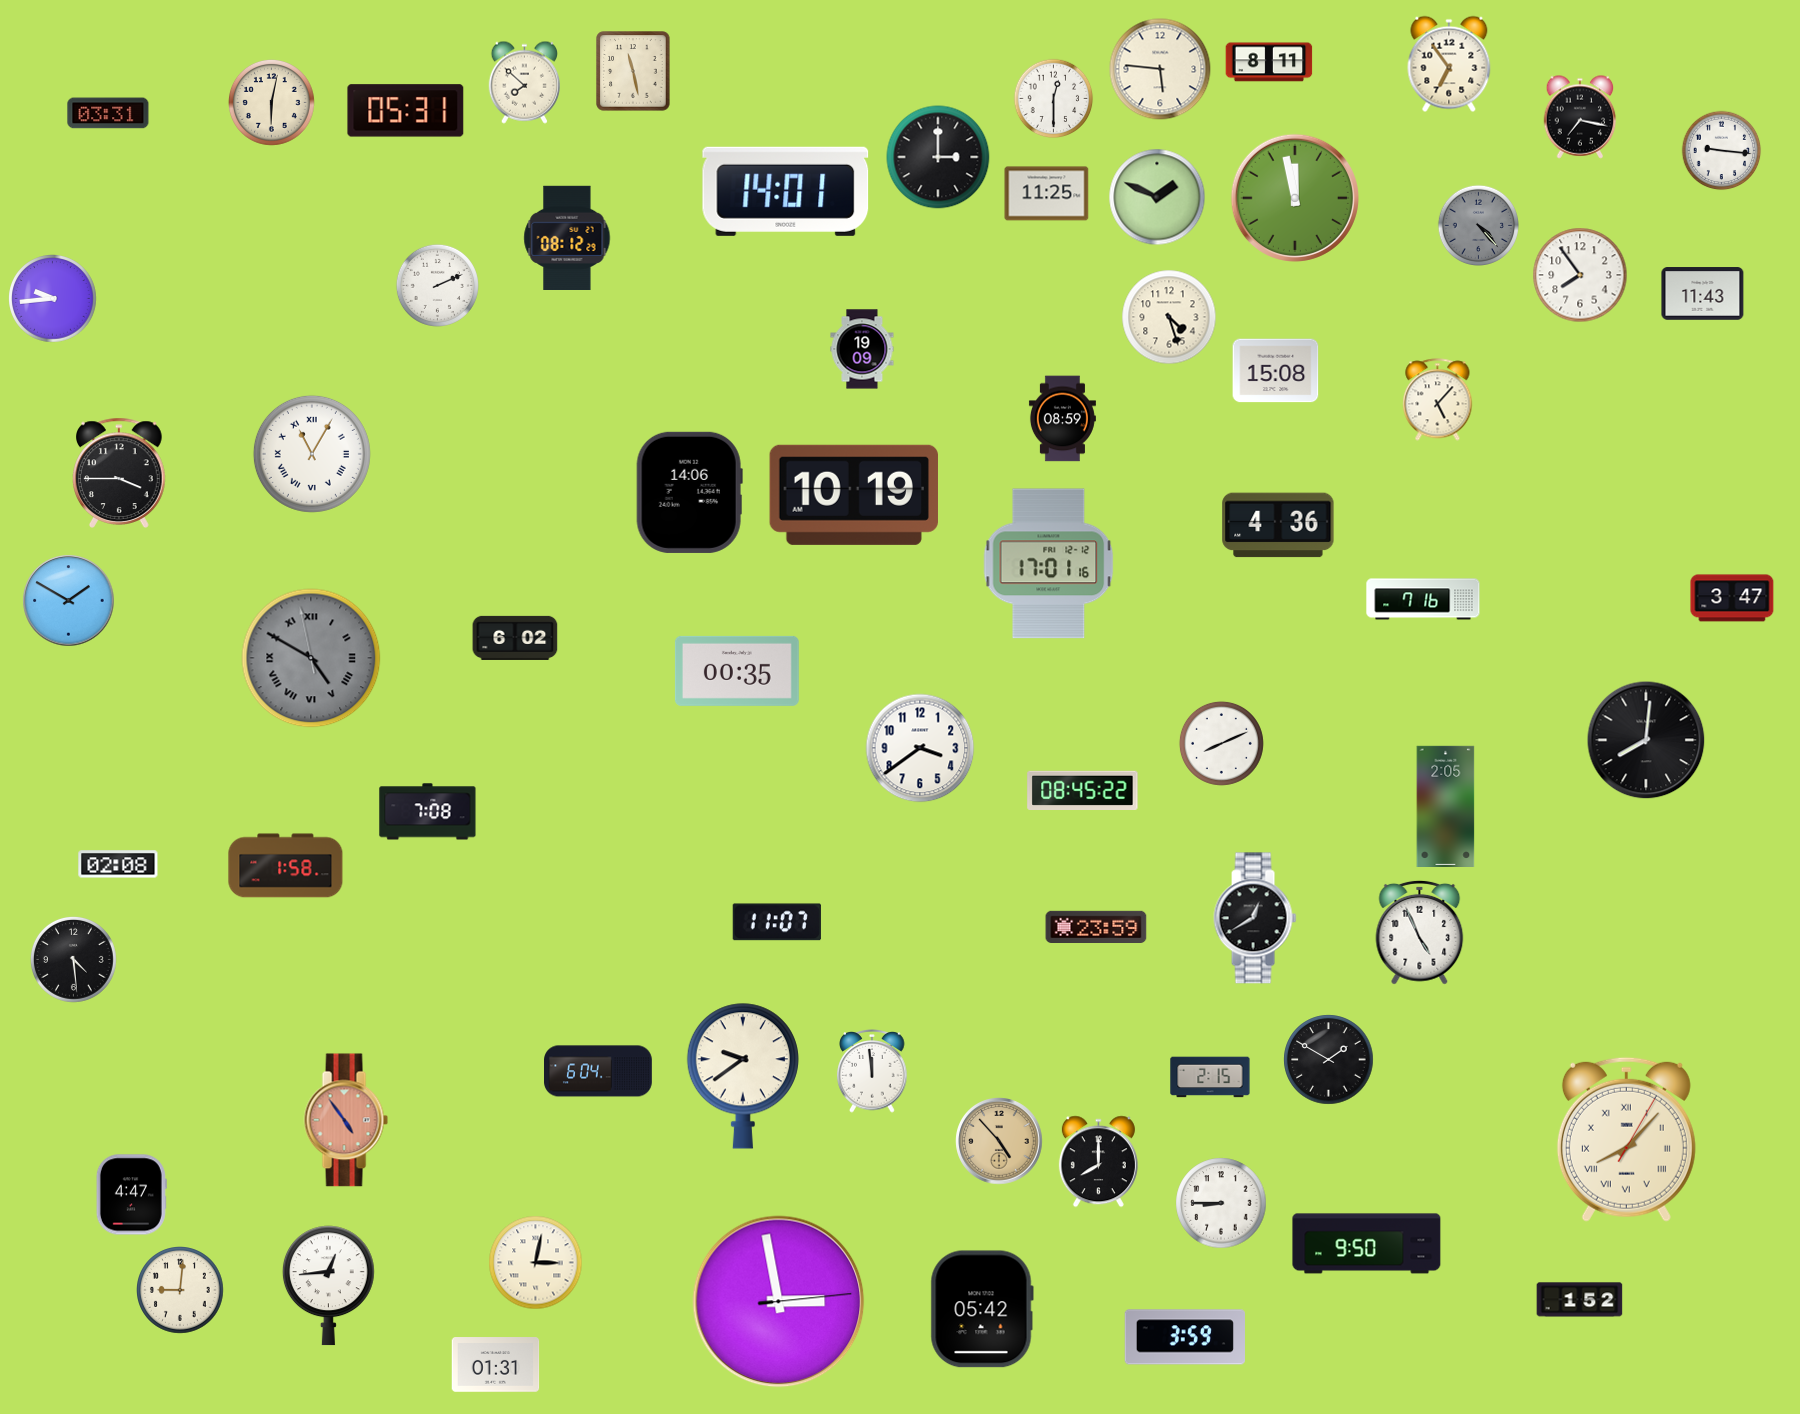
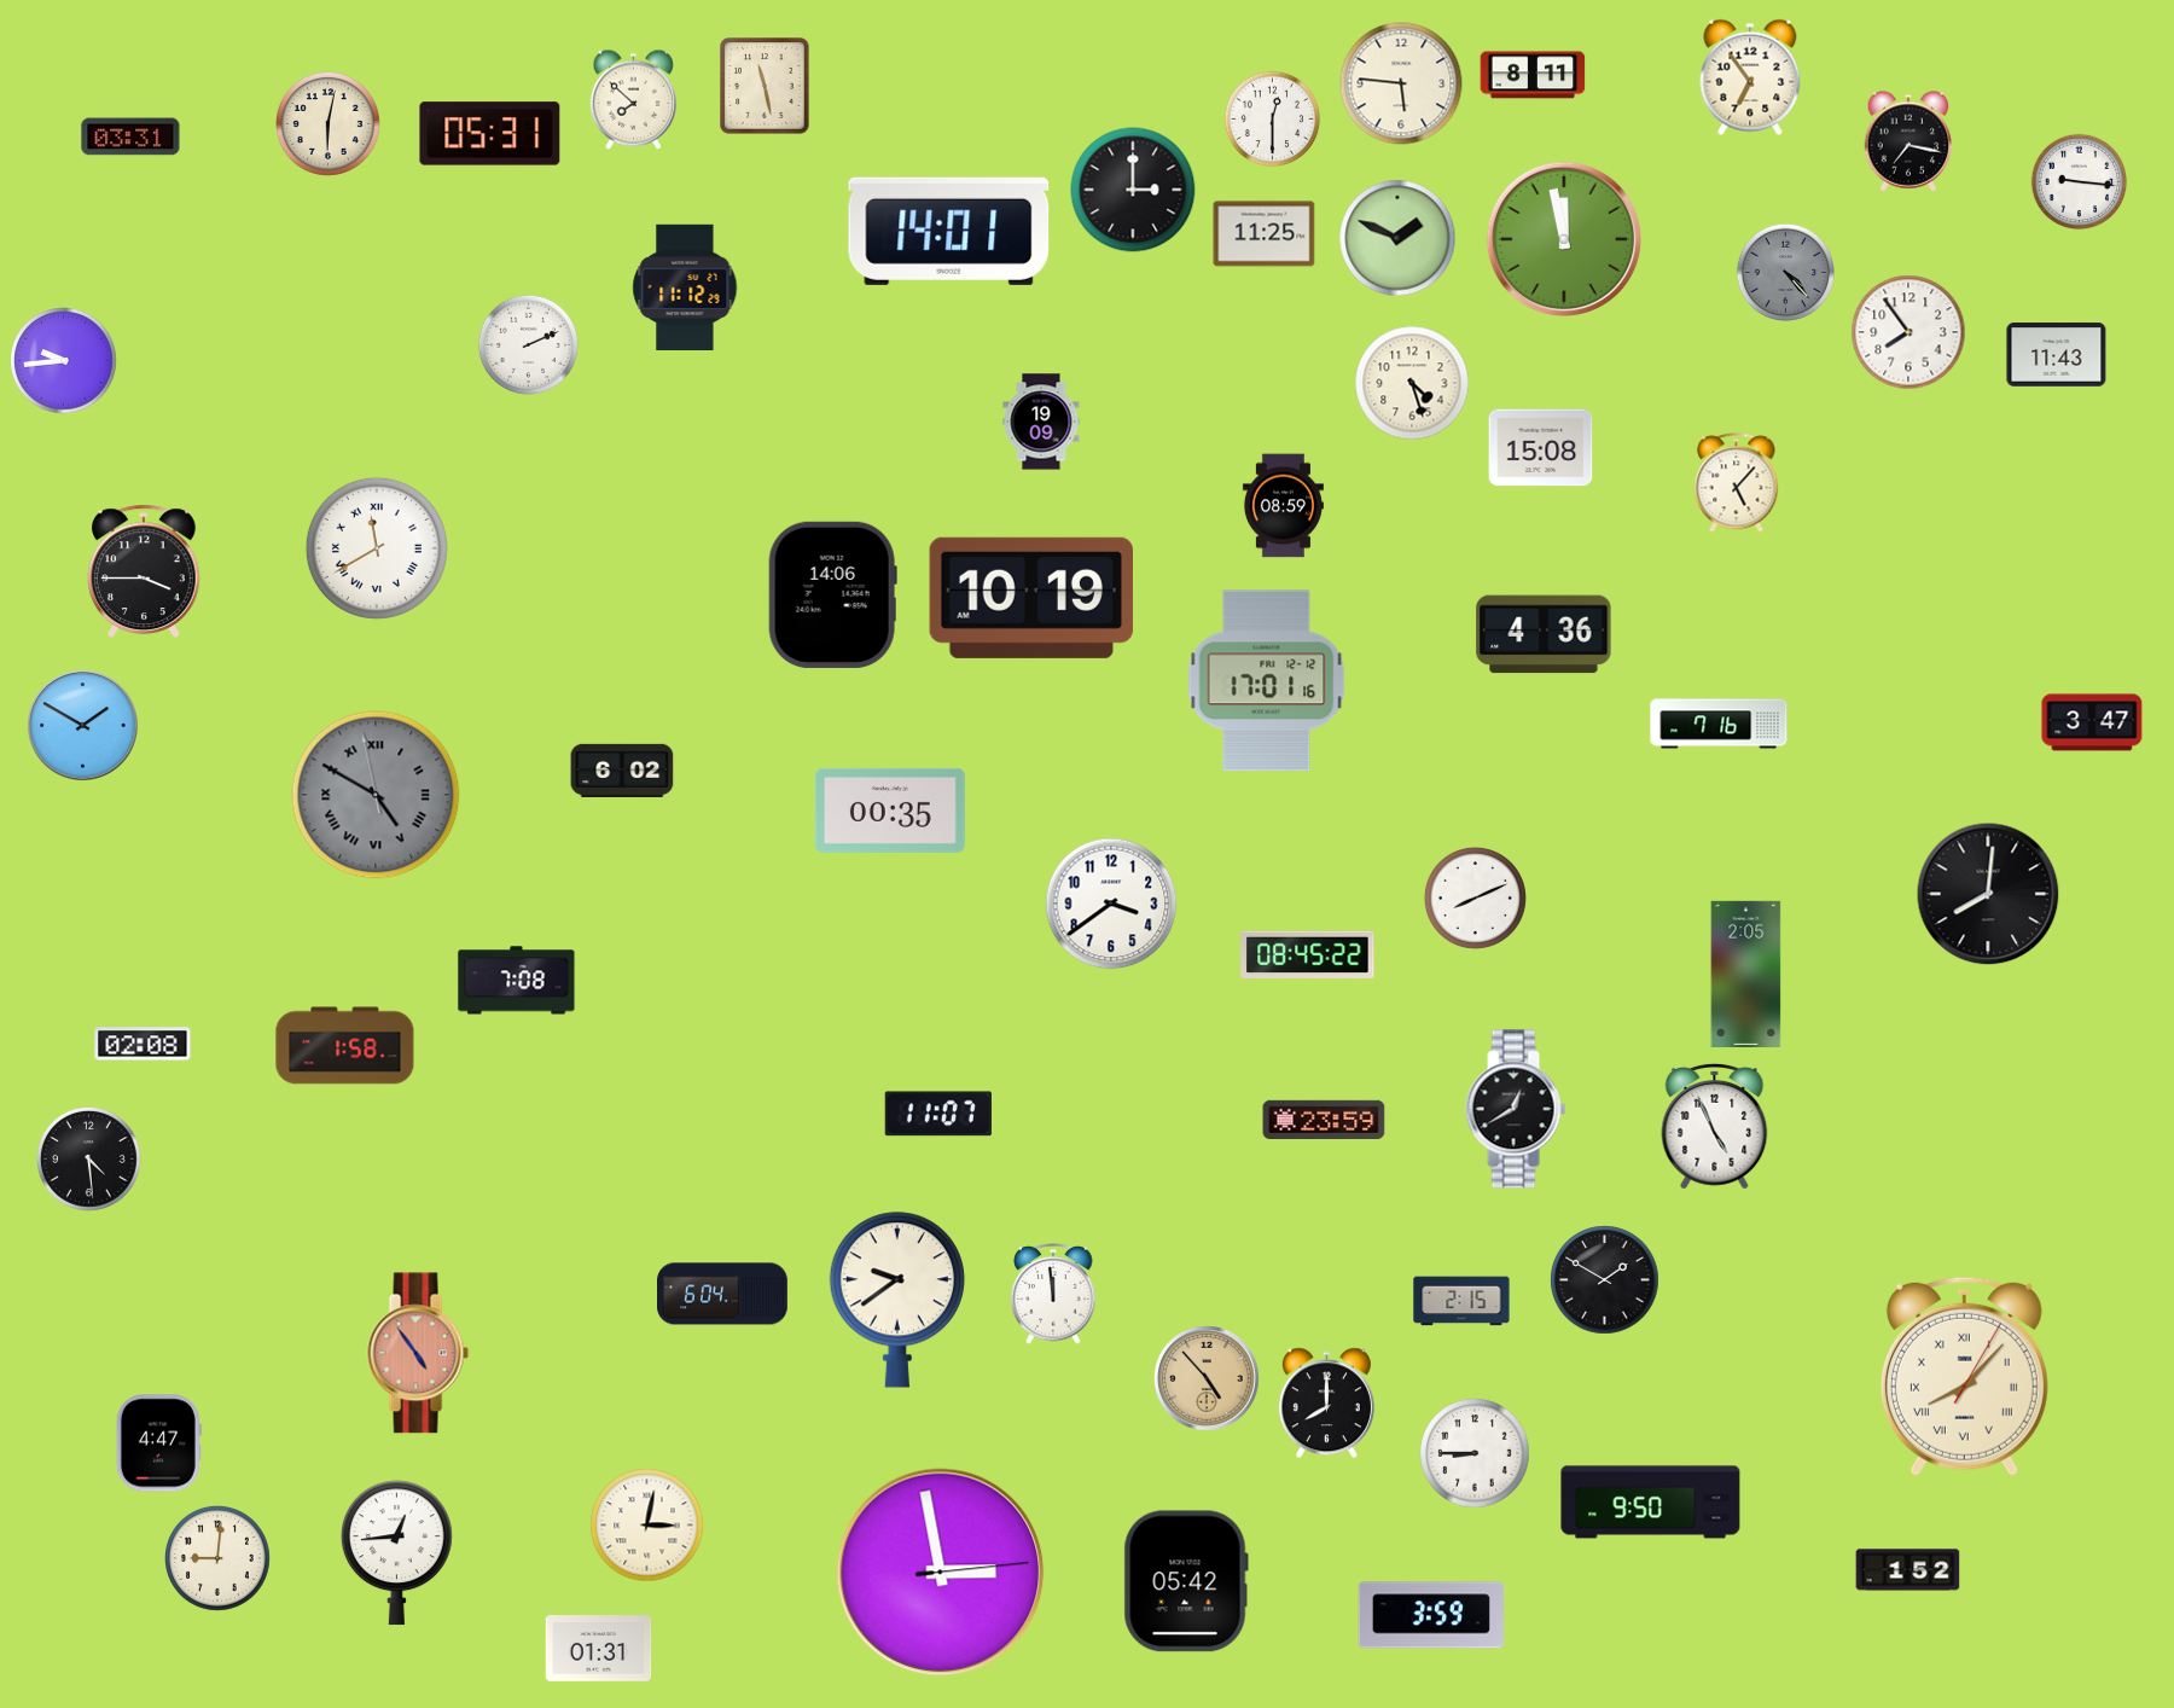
clock at (567, 237): 08:12 -> 11:12
clock at (312, 454): 11:05 -> 11:40
